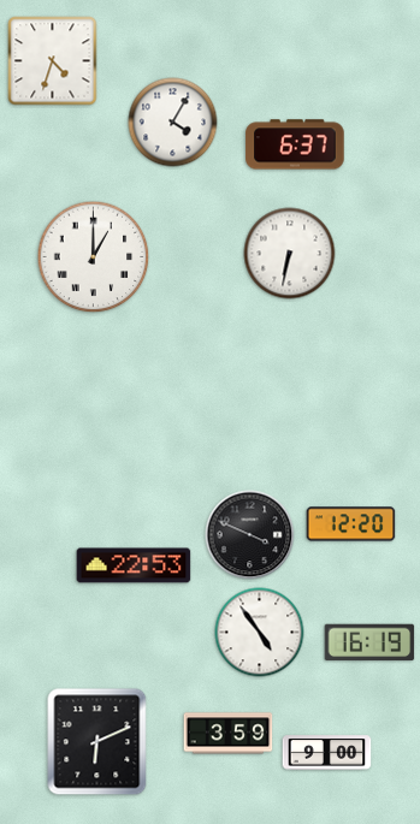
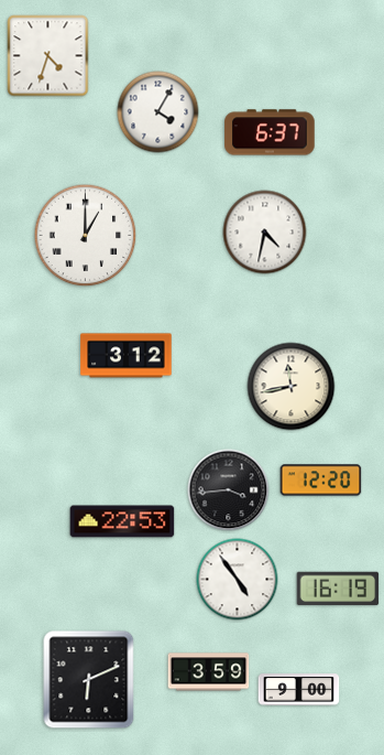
clock at (290, 254): 6:32 -> 4:32
clock at (127, 356): none -> 3:12
clock at (292, 387): none -> 11:43
clock at (250, 535): 3:49 -> 3:44
clock at (134, 565) position: (134, 565) -> (122, 521)
